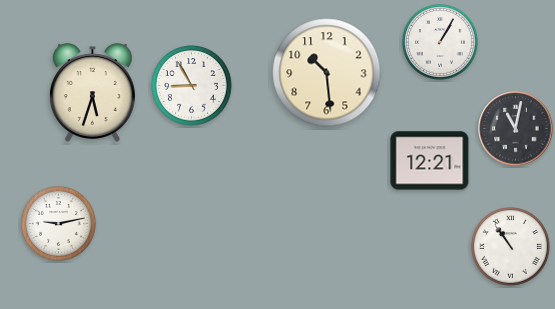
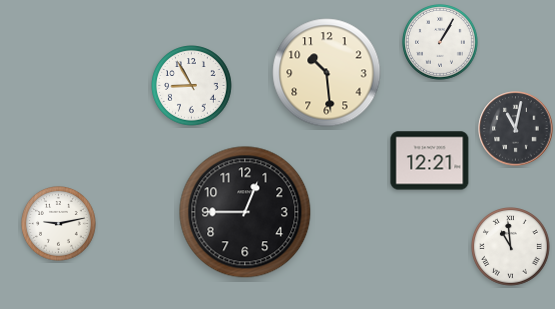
clock at (92, 93): 5:33 -> none
clock at (245, 212): none -> 12:45
clock at (511, 247): 10:54 -> 10:59
